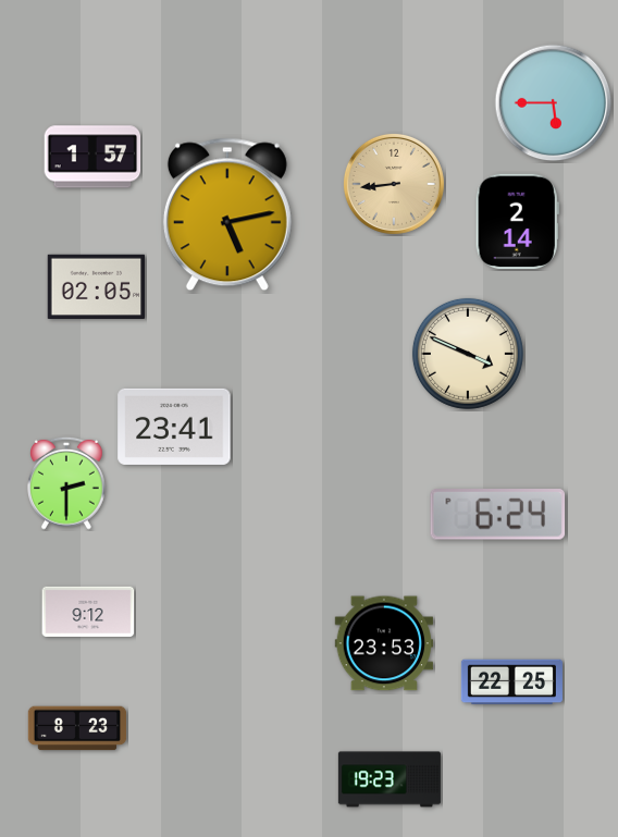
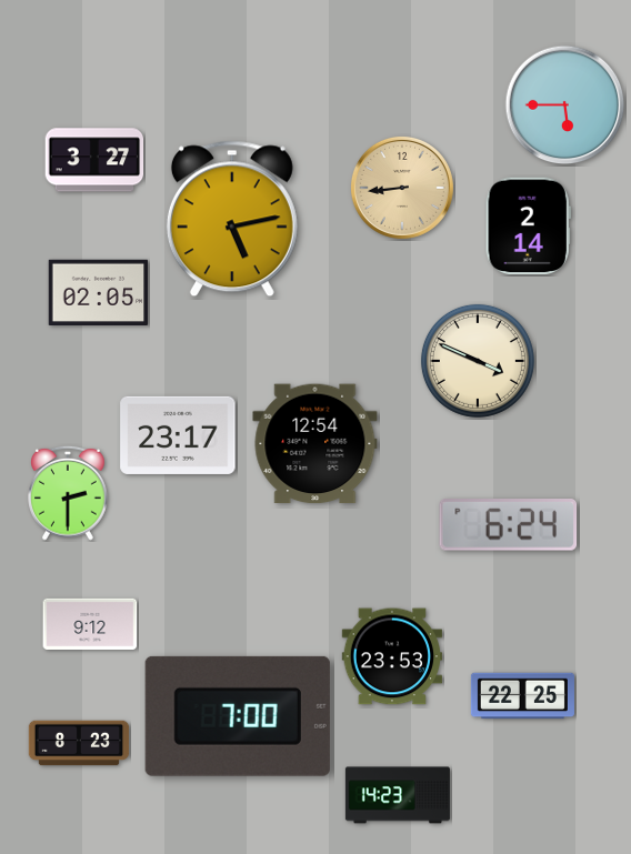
clock at (92, 157): 1:57 -> 3:27
clock at (174, 427): 23:41 -> 23:17
clock at (315, 444): none -> 12:54
clock at (238, 716): none -> 7:00
clock at (390, 779): 19:23 -> 14:23
